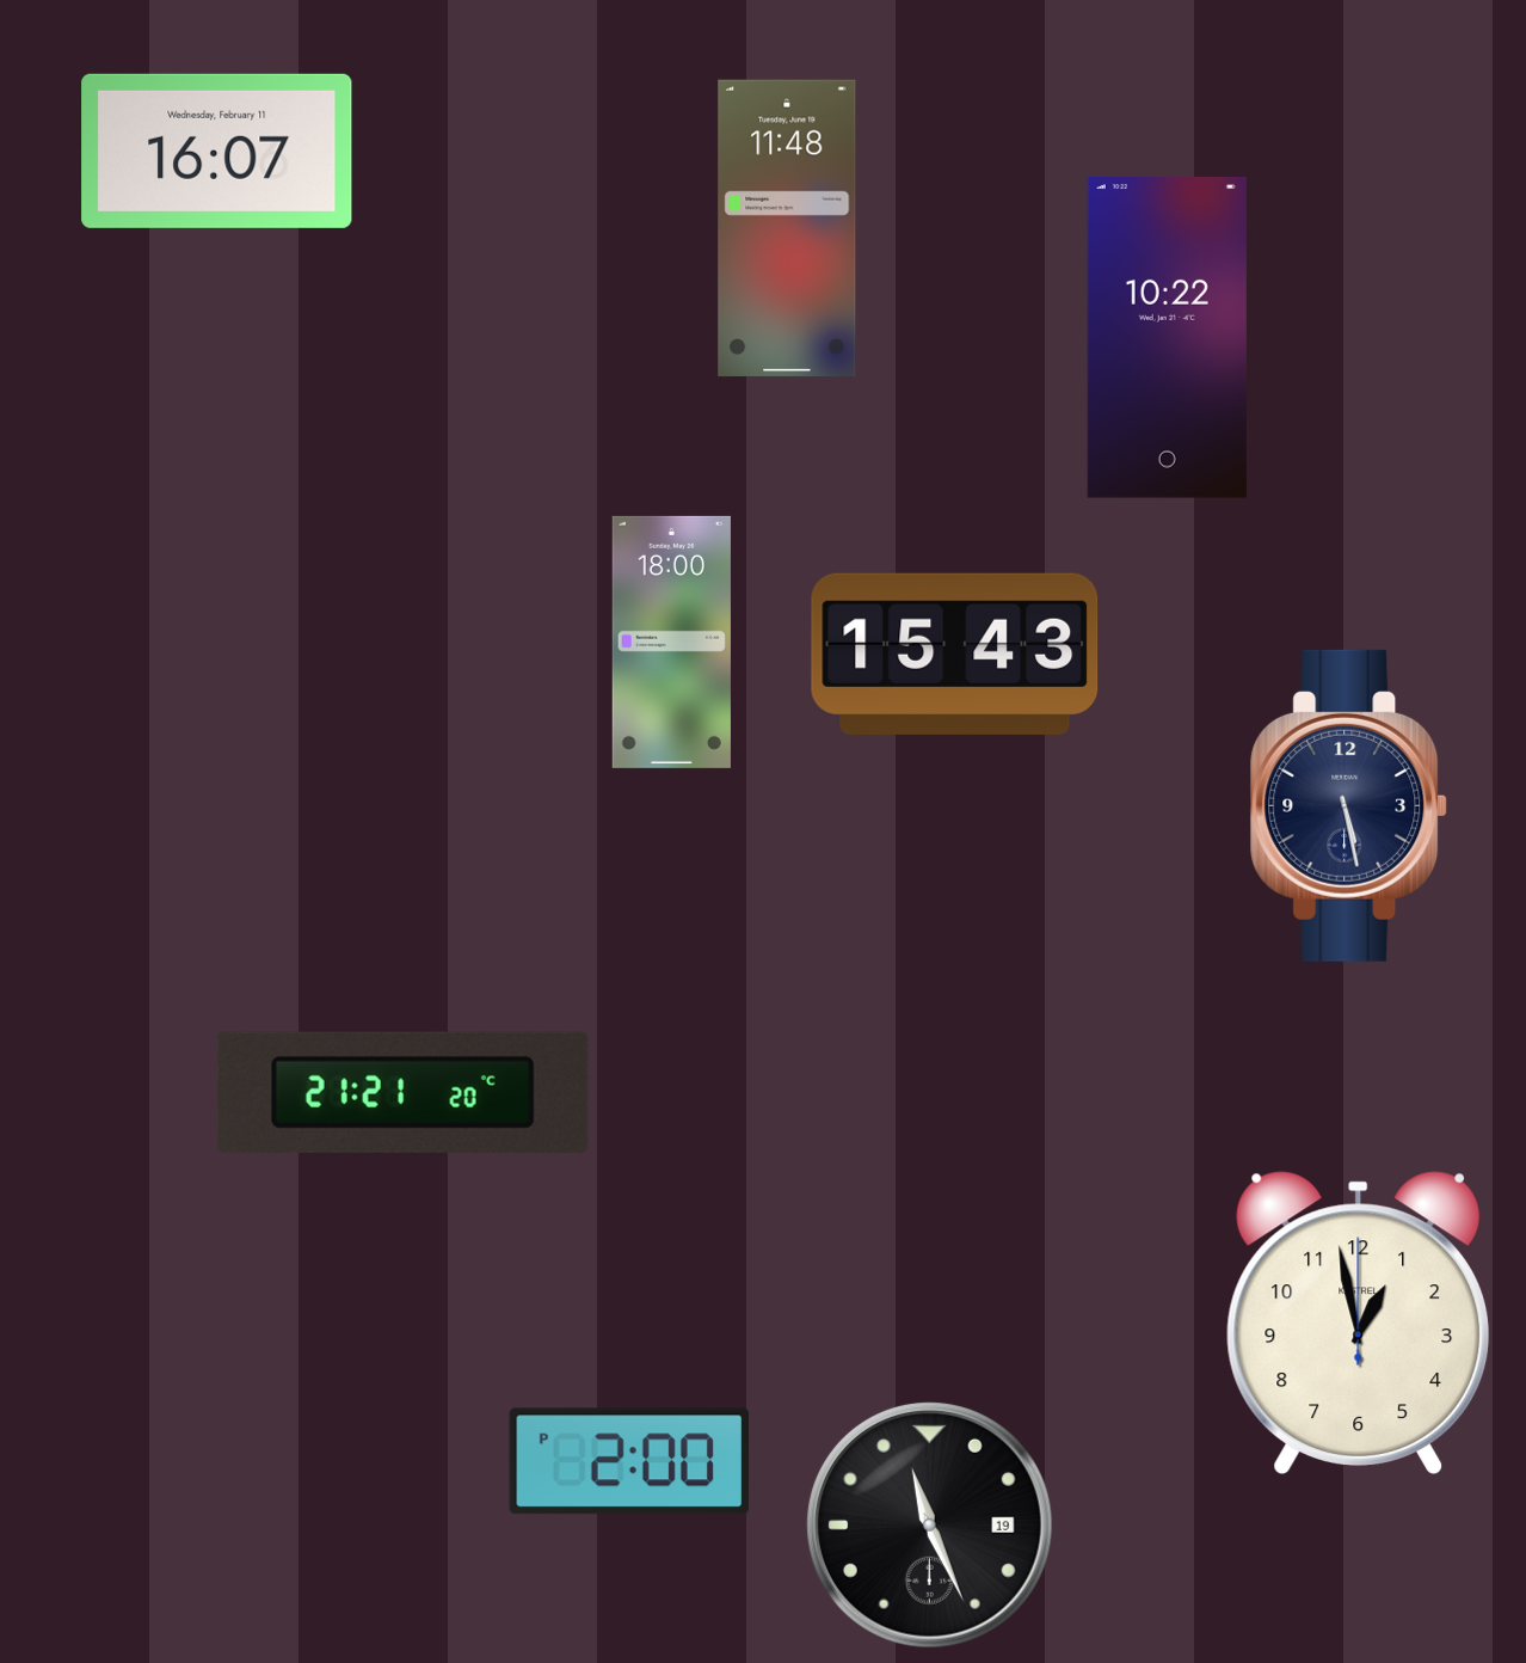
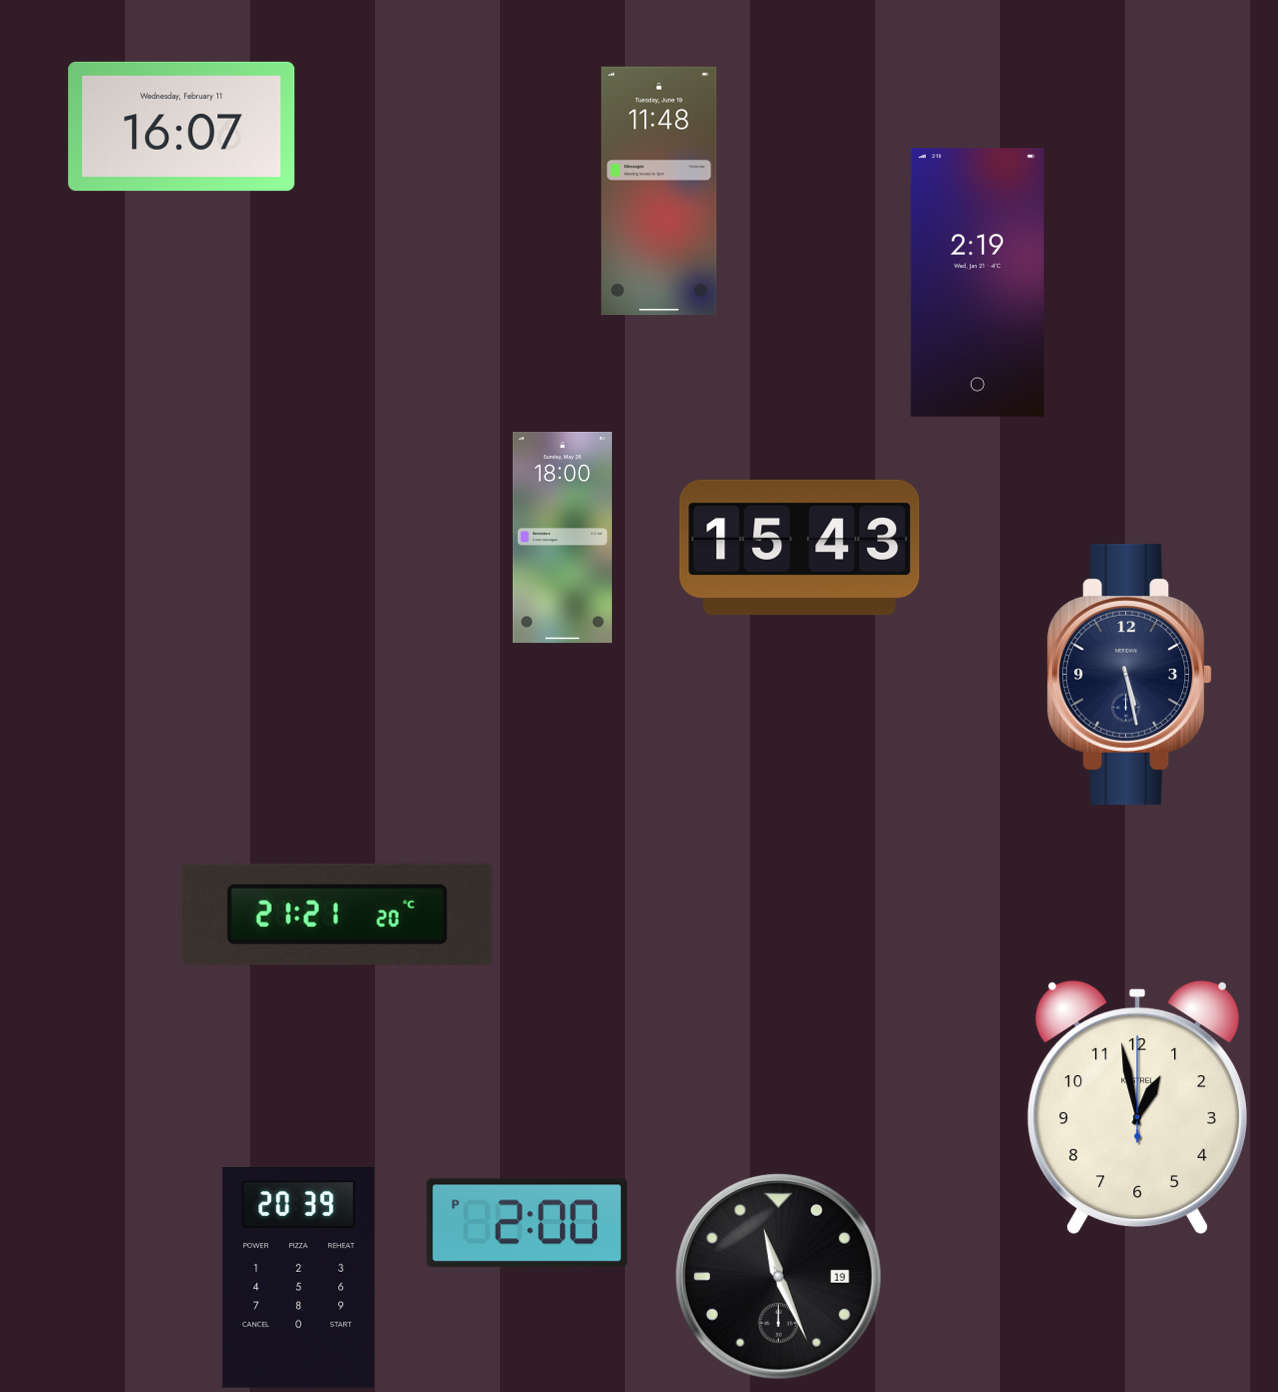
clock at (1167, 338): 10:22 -> 2:19
clock at (299, 1278): none -> 20:39
